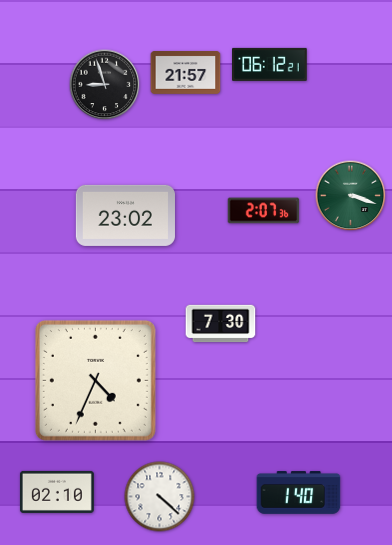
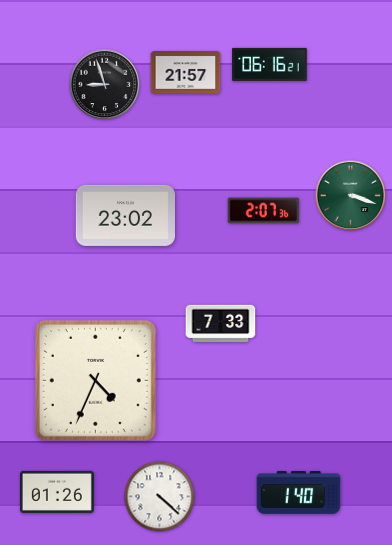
clock at (270, 64): 06:12 -> 06:16
clock at (221, 324): 7:30 -> 7:33
clock at (57, 492): 02:10 -> 01:26
